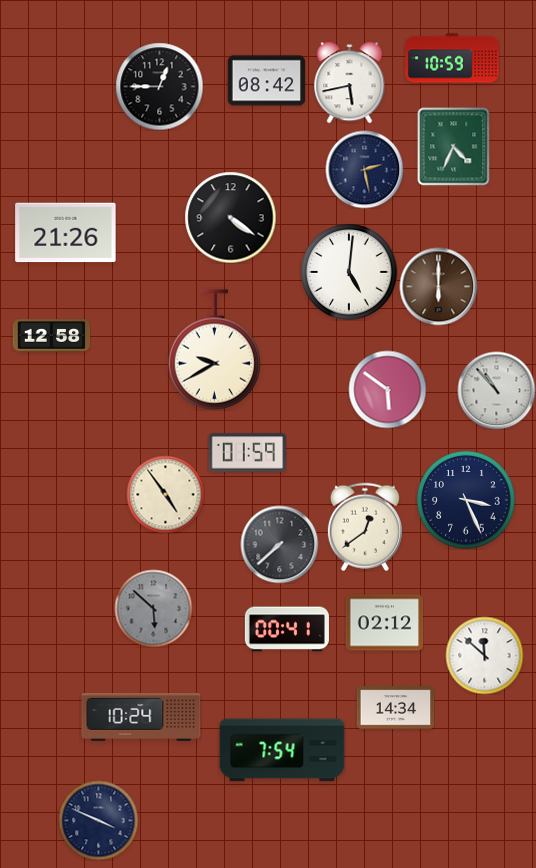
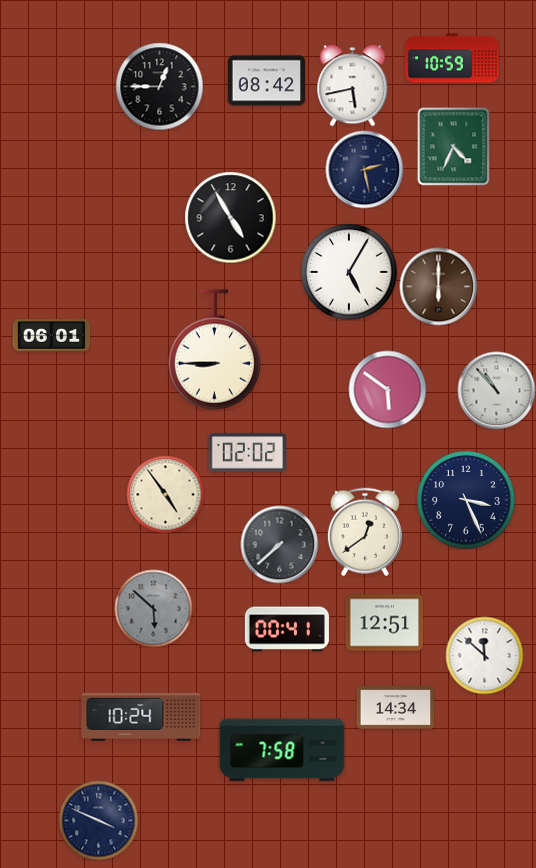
clock at (350, 82) position: (350, 82) -> (353, 85)
clock at (230, 217): 4:21 -> 4:55
clock at (66, 233): 21:26 -> none
clock at (349, 272): 5:01 -> 5:05
clock at (51, 336): 12:58 -> 06:01
clock at (214, 350): 9:40 -> 8:45
clock at (247, 453): 01:59 -> 02:02
clock at (365, 527) position: (365, 527) -> (365, 532)
clock at (384, 623): 02:12 -> 12:51
clock at (282, 750): 7:54 -> 7:58
